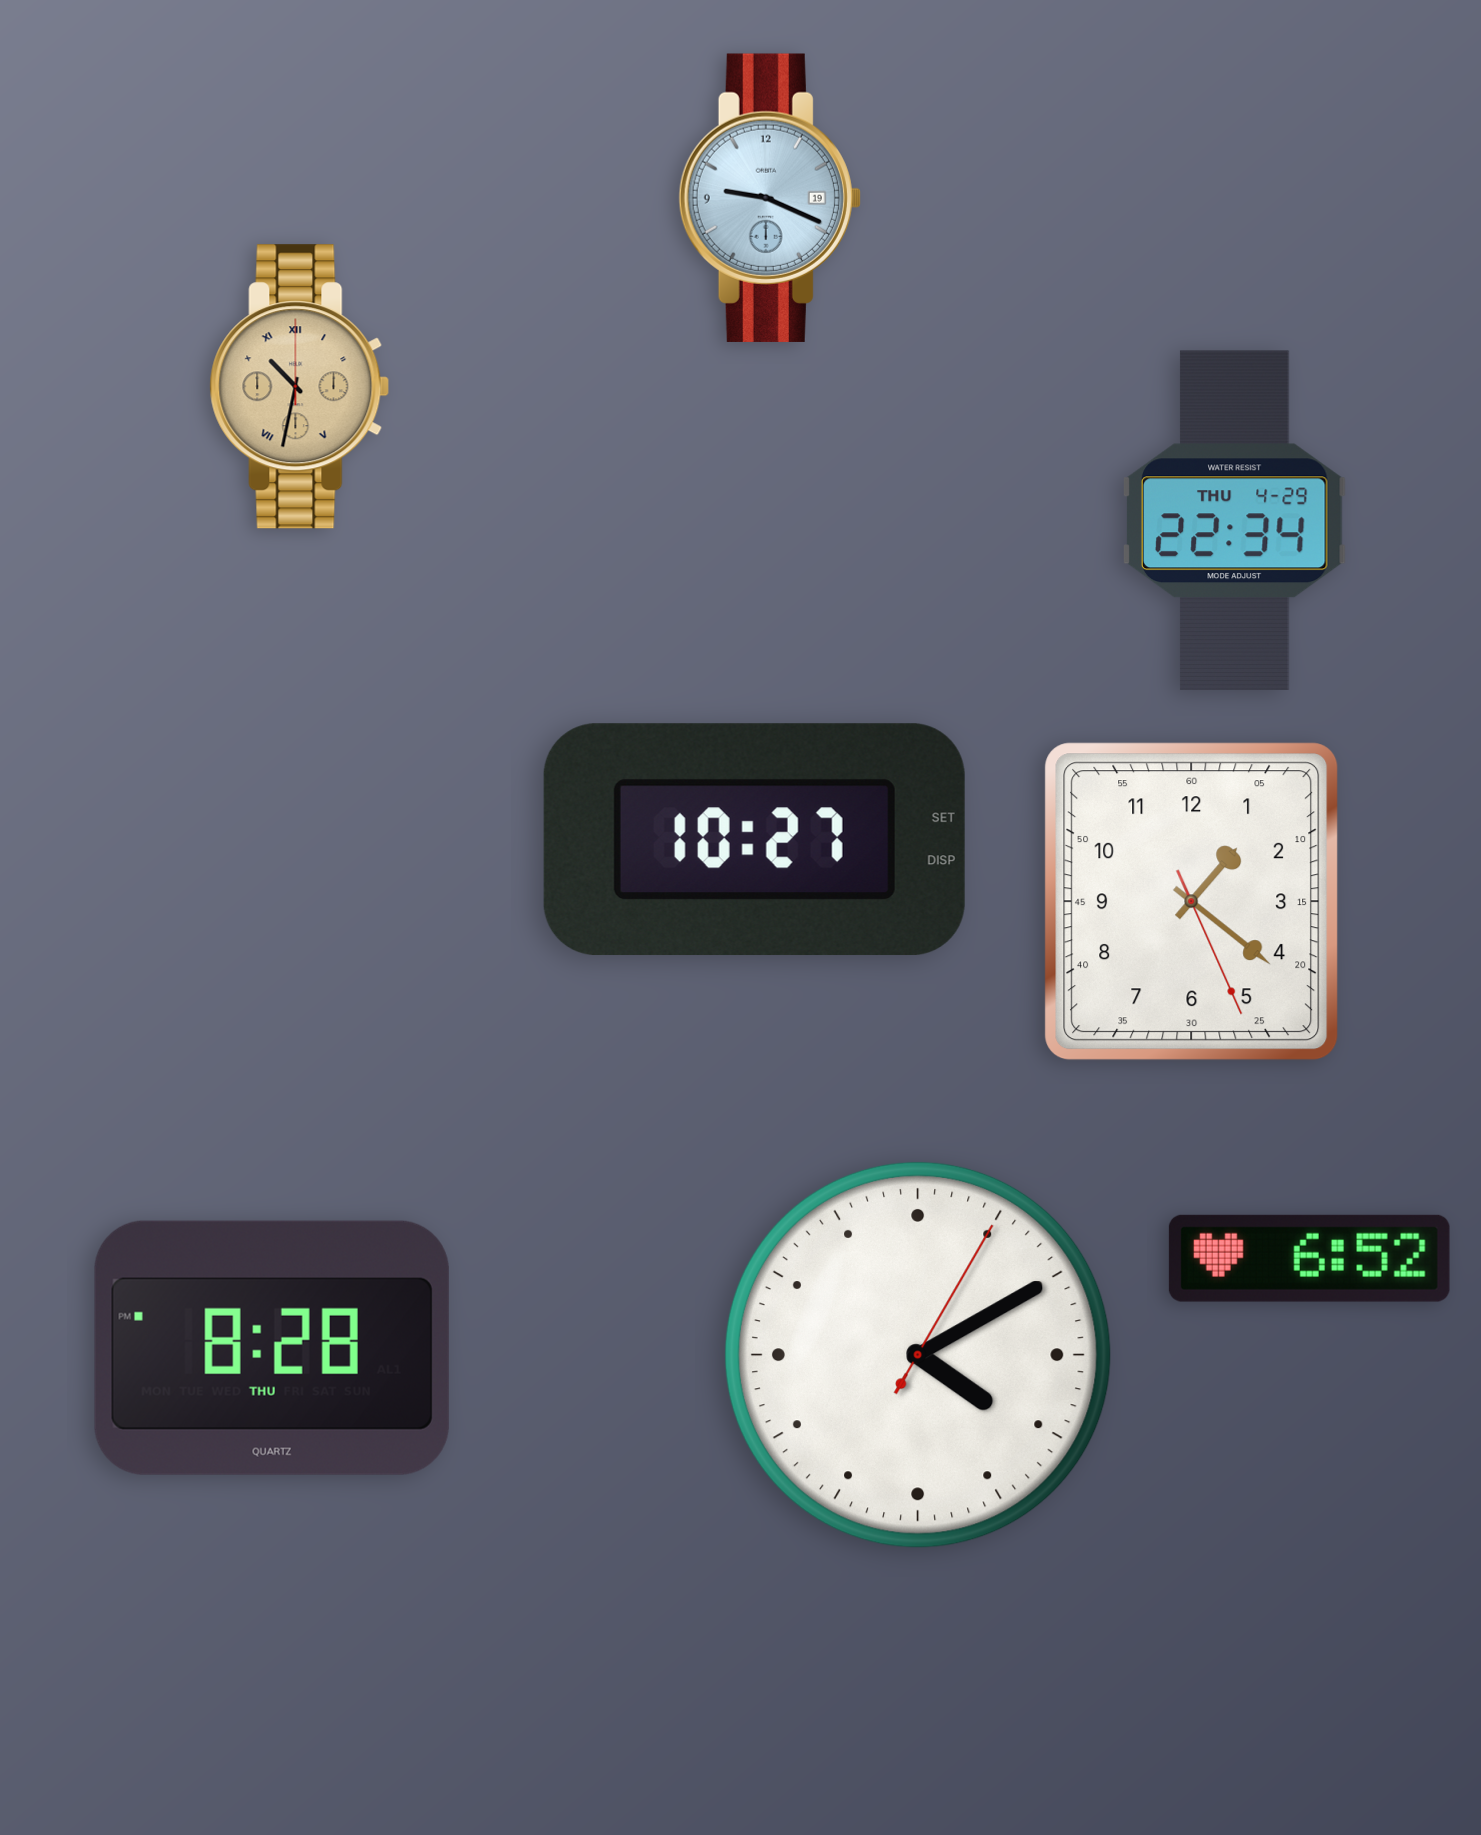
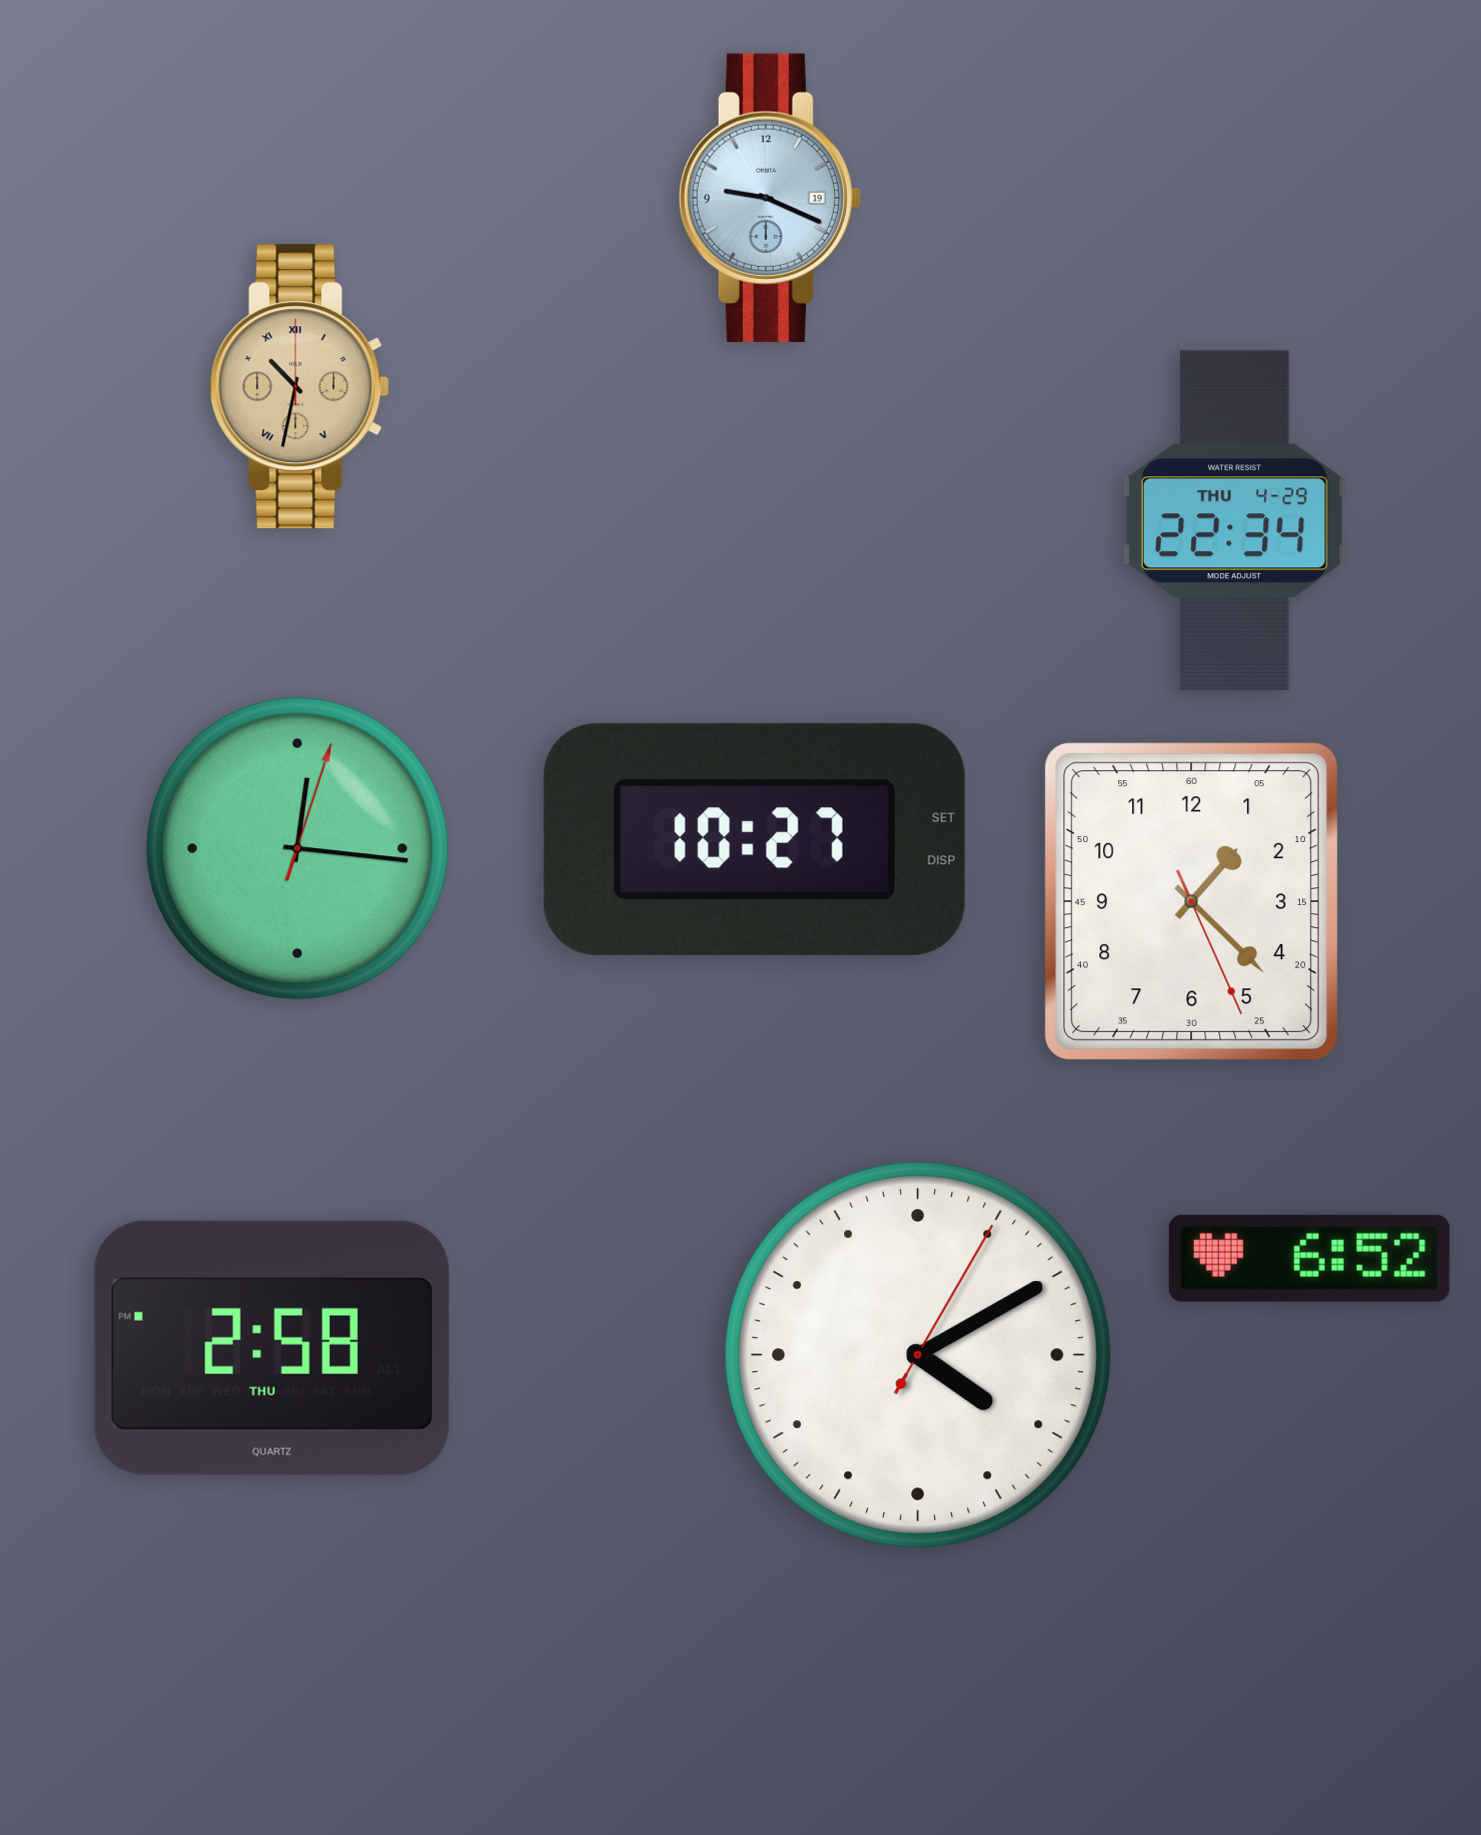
clock at (298, 849): none -> 12:16
clock at (1192, 902): 1:21 -> 1:22
clock at (272, 1348): 8:28 -> 2:58
